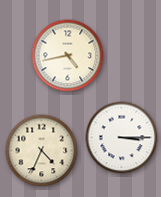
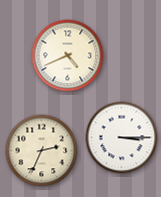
clock at (68, 56): 4:43 -> 4:41
clock at (42, 151): 4:34 -> 2:34
